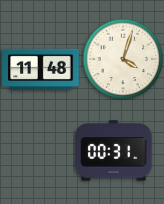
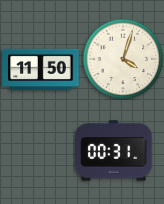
clock at (41, 69): 11:48 -> 11:50
